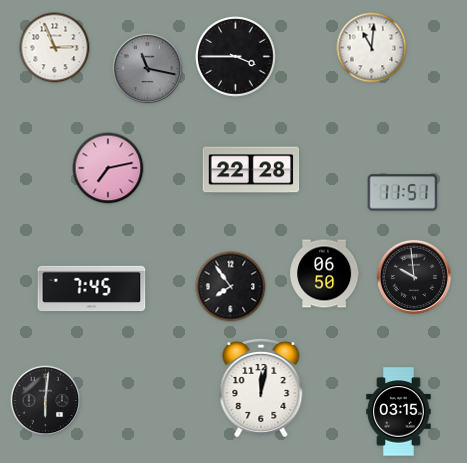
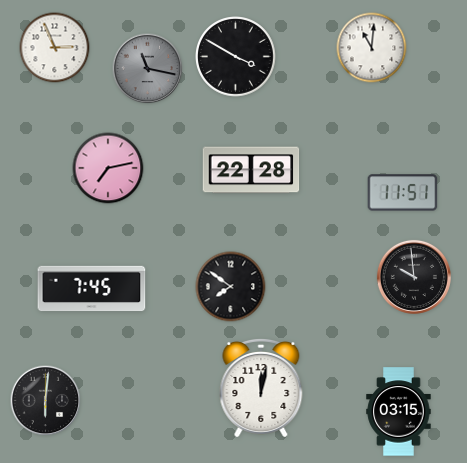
clock at (236, 57): 3:45 -> 3:50
clock at (325, 274): 06:50 -> none
clock at (231, 287): 7:54 -> 7:51
